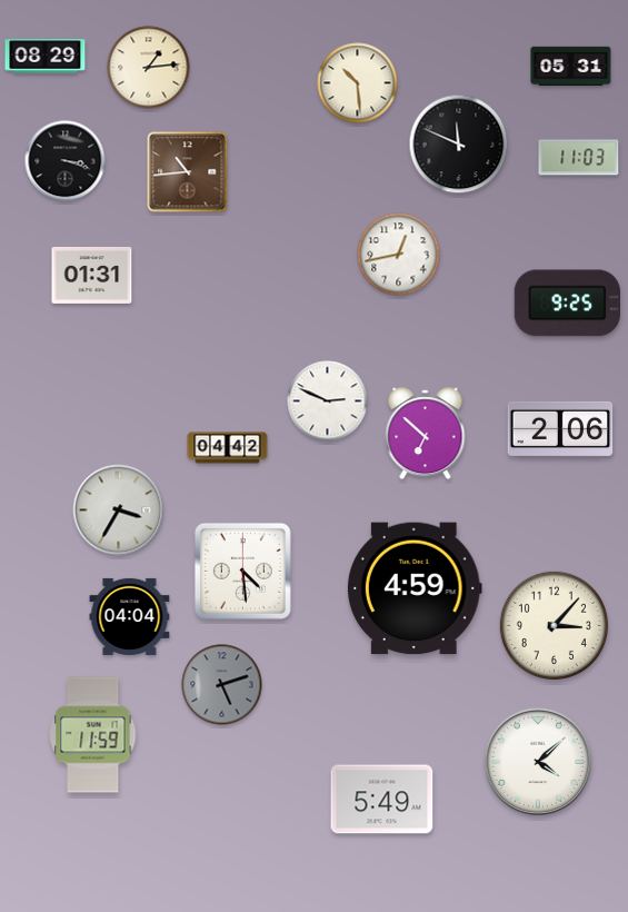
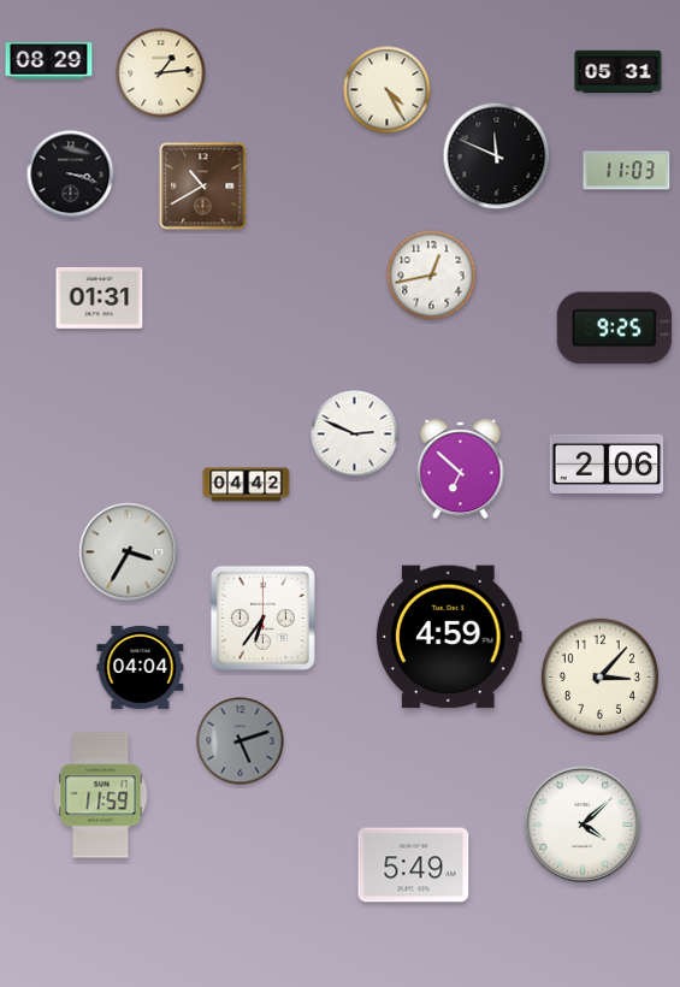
clock at (358, 83): 10:29 -> 4:25
clock at (188, 172): 10:44 -> 10:40
clock at (242, 571): 4:29 -> 6:36
